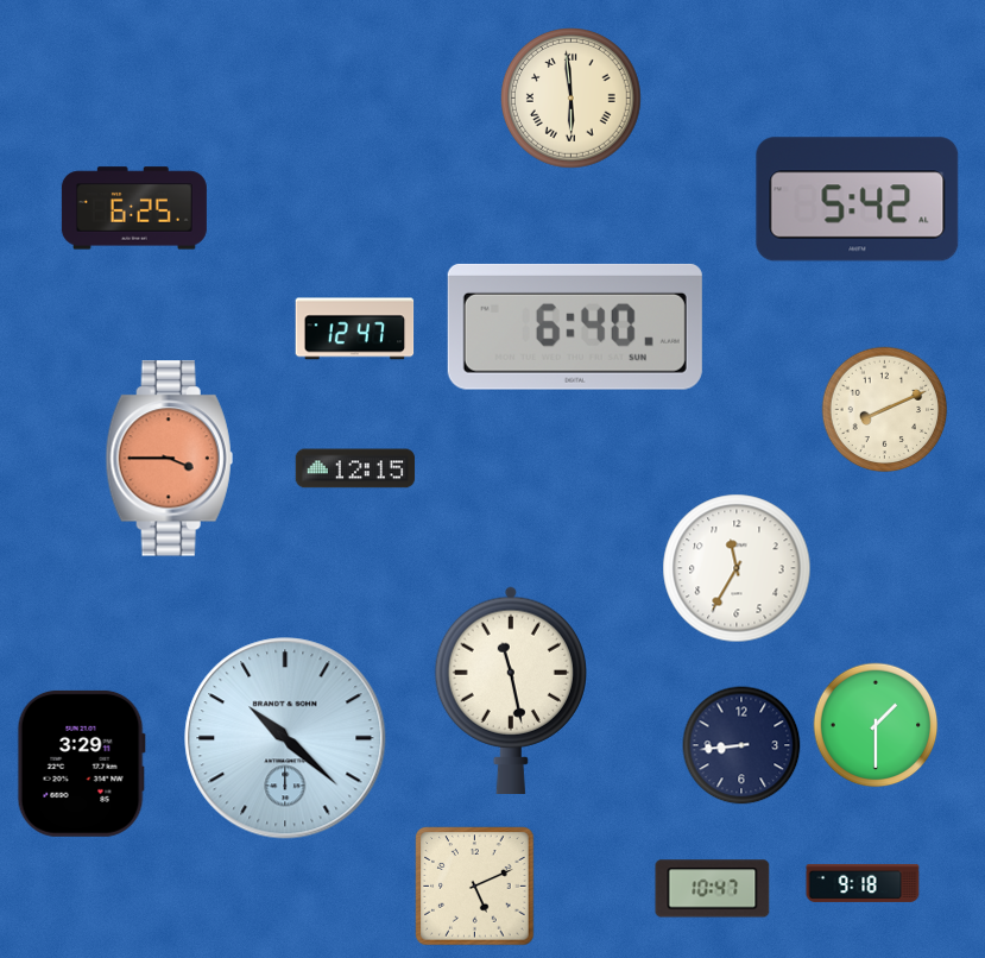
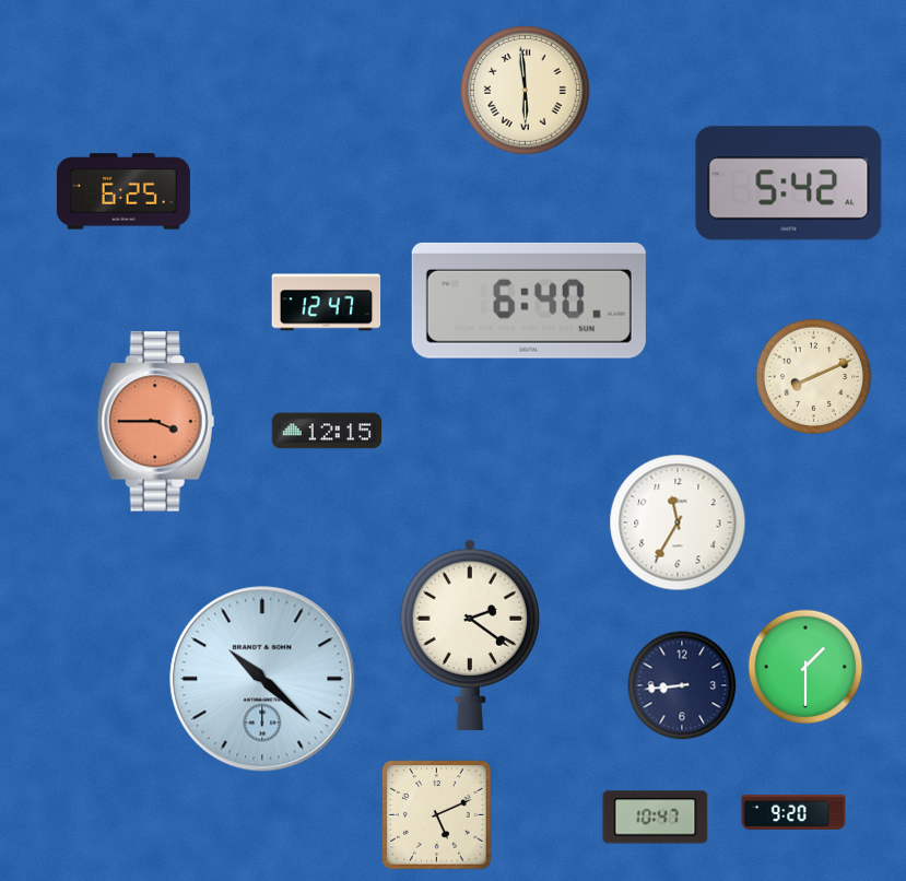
clock at (510, 689): 11:28 -> 2:21
clock at (81, 763): 3:29 -> none
clock at (863, 883): 9:18 -> 9:20
